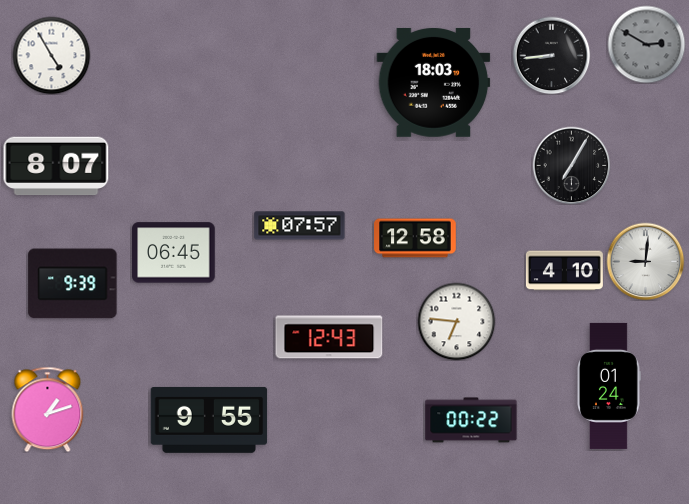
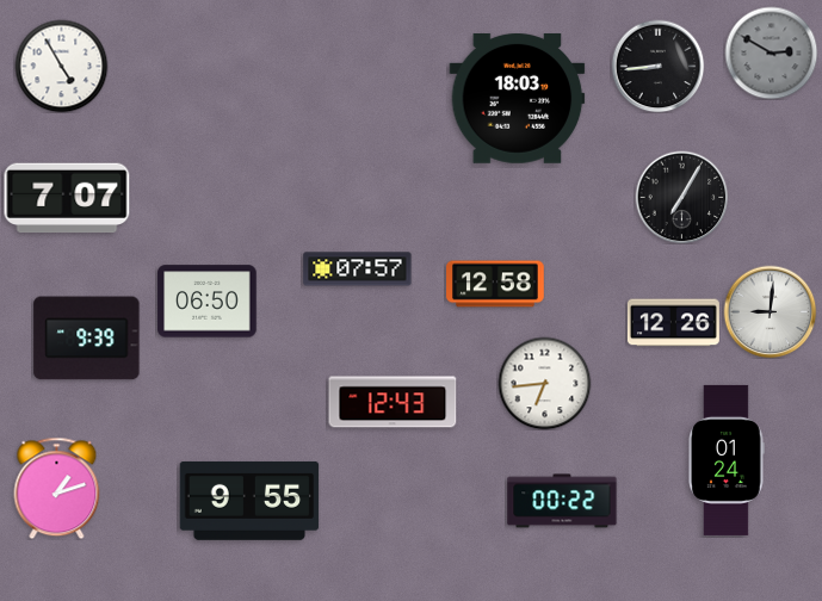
clock at (56, 166): 8:07 -> 7:07
clock at (174, 253): 06:45 -> 06:50
clock at (564, 271): 4:10 -> 12:26
clock at (456, 321): 6:46 -> 6:44
